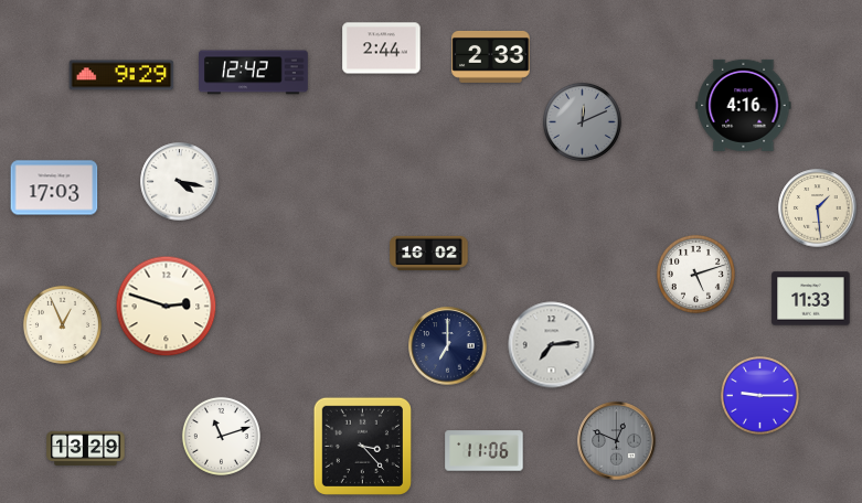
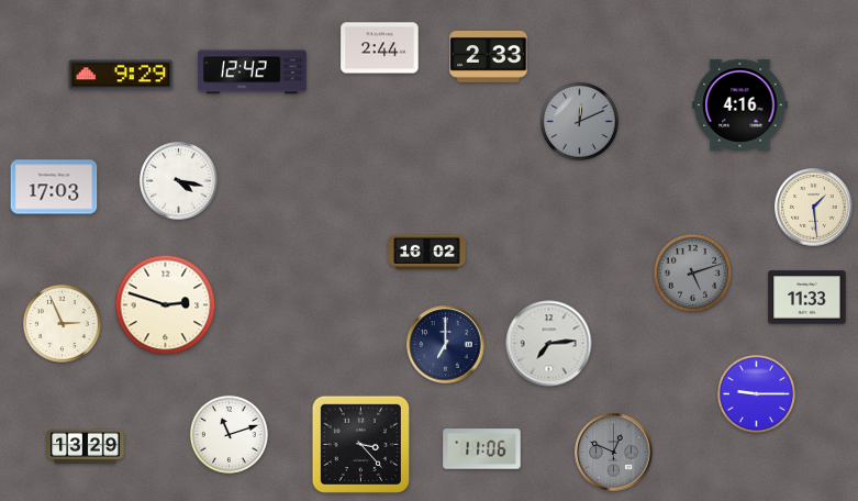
clock at (695, 274) dial: white -> grey
clock at (62, 324): 12:56 -> 2:56
clock at (221, 436) position: (221, 436) -> (229, 434)
clock at (617, 441) position: (617, 441) -> (614, 453)
